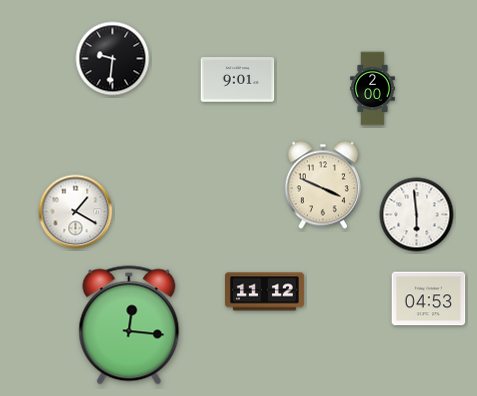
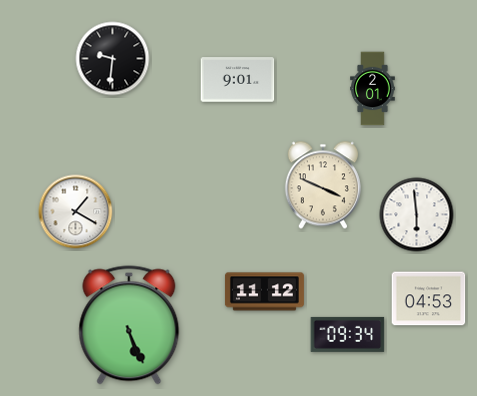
clock at (373, 89): 2:00 -> 2:01
clock at (129, 325): 12:16 -> 5:26
clock at (348, 334): none -> 09:34
